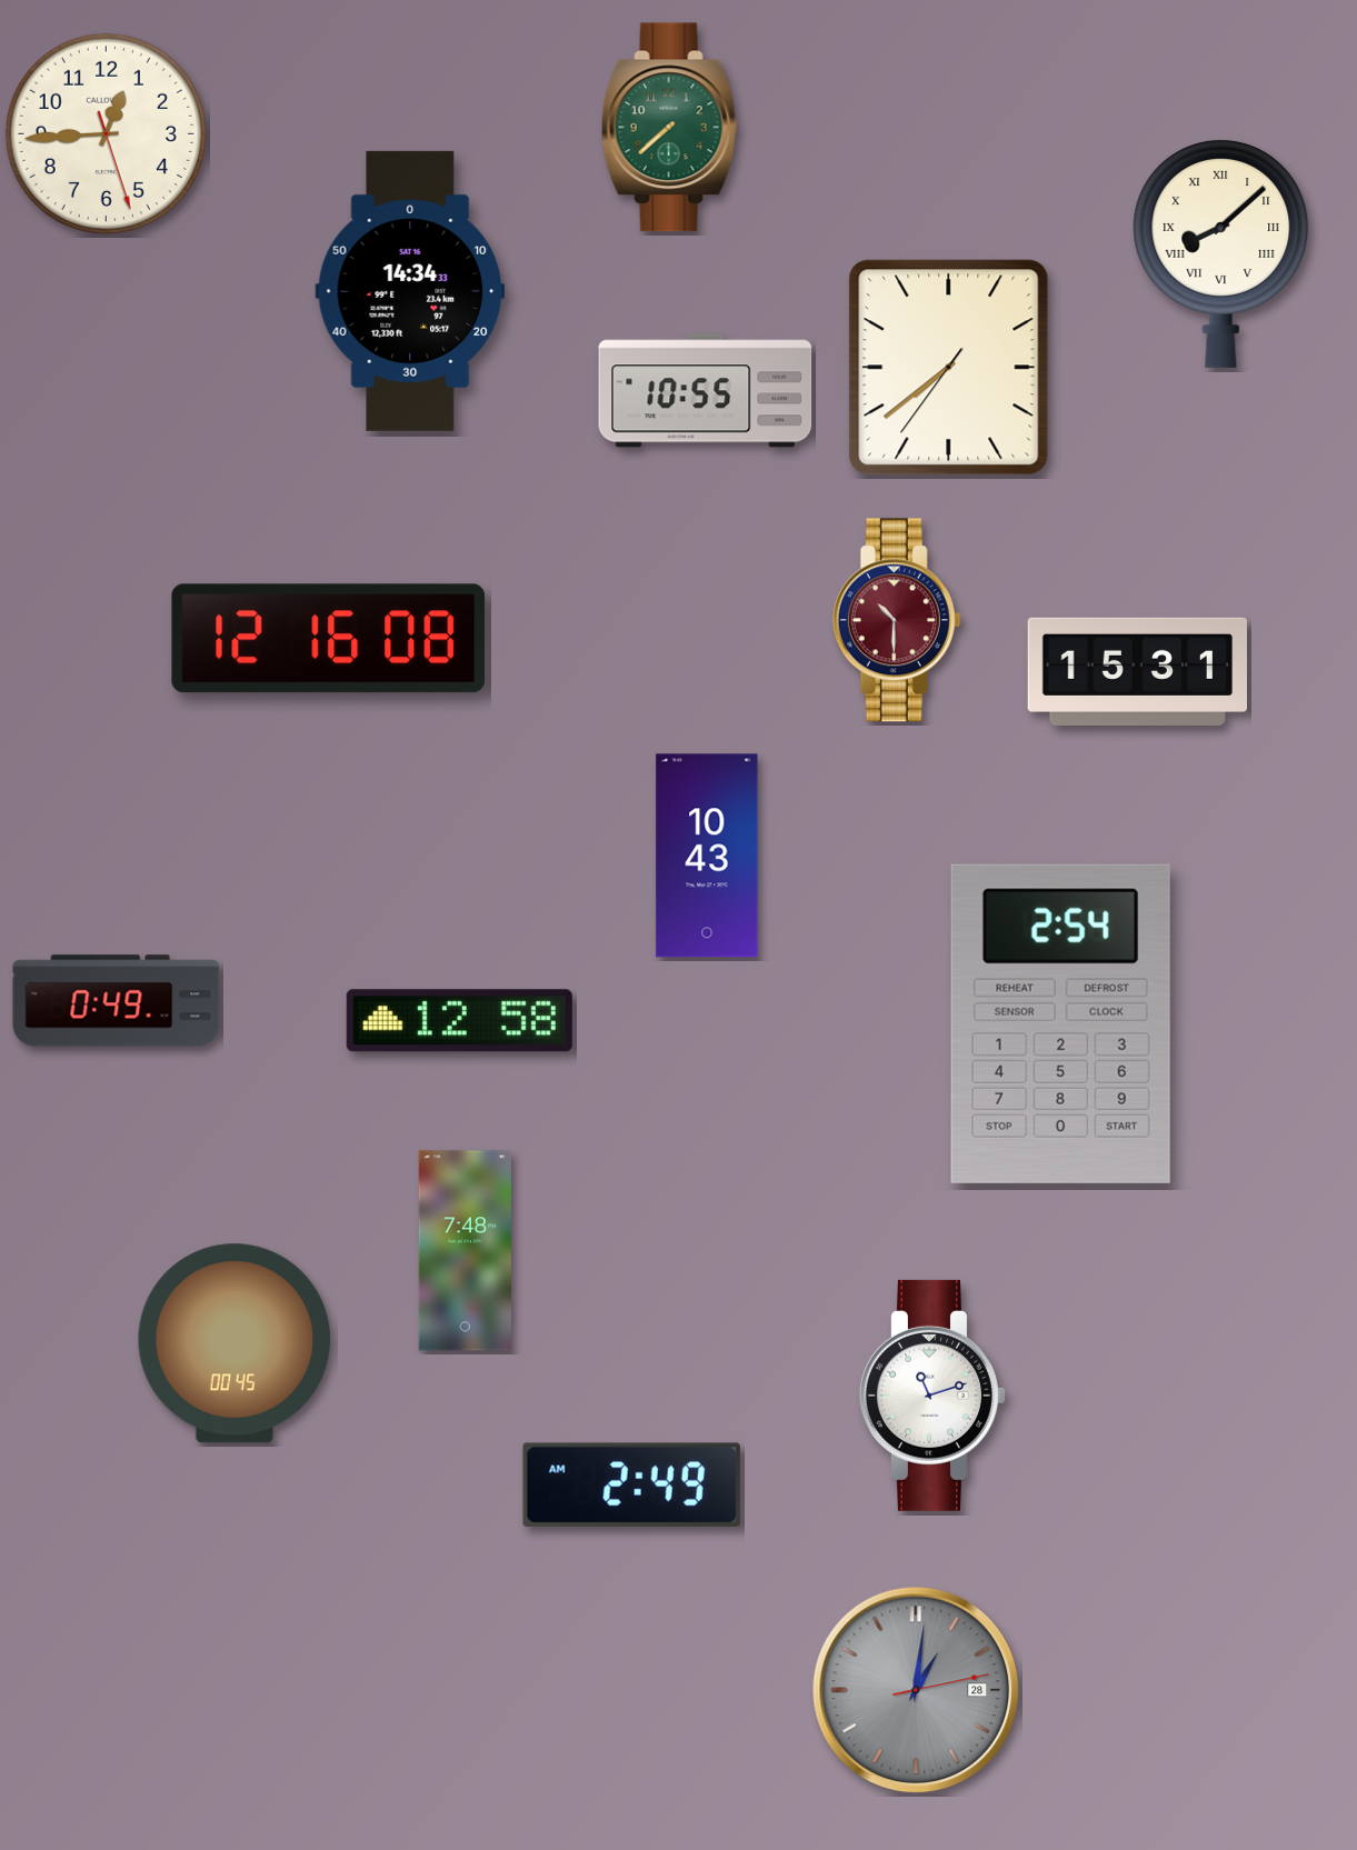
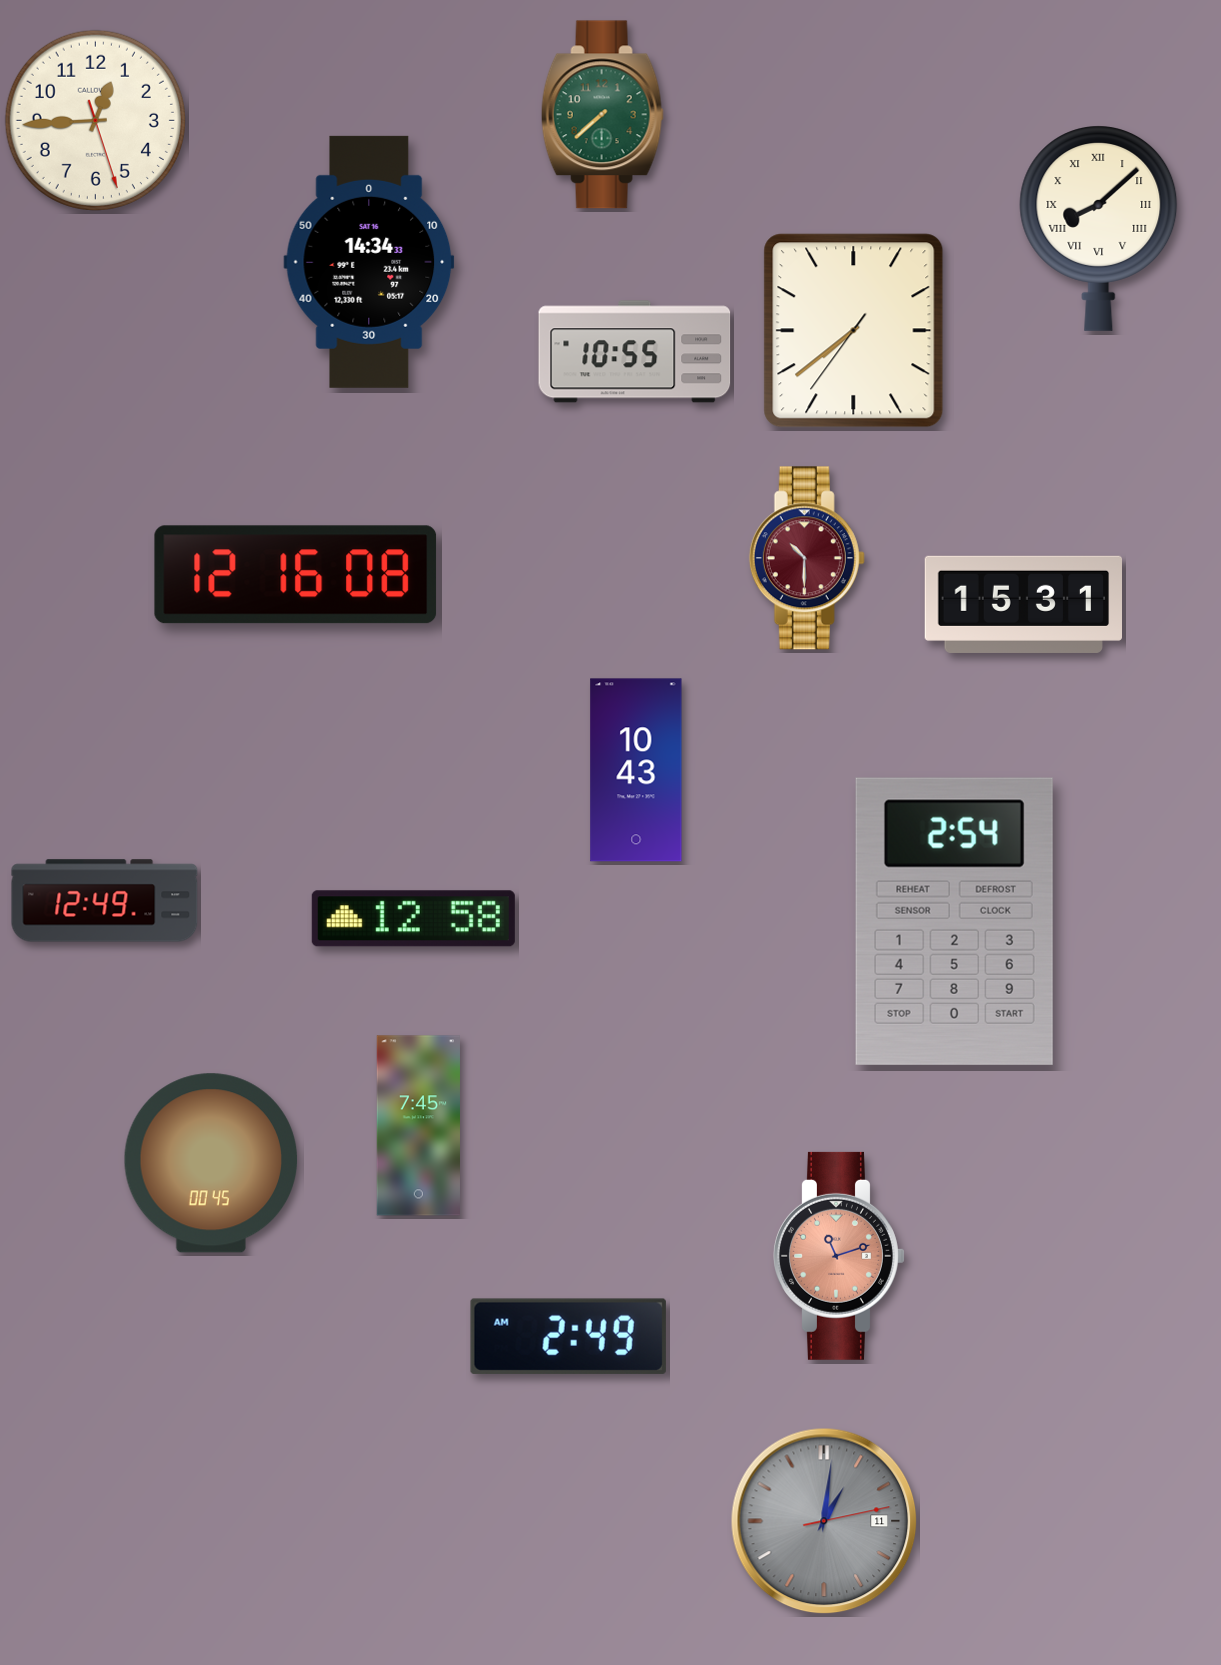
clock at (117, 1001): 0:49 -> 12:49
clock at (465, 1251): 7:48 -> 7:45
clock at (235, 1343) position: (235, 1343) -> (211, 1163)
clock at (934, 1396) dial: white -> salmon
clock at (916, 1690) date: 28 -> 11
